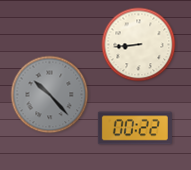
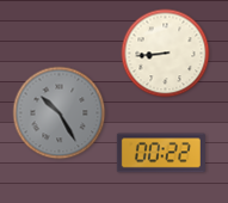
clock at (50, 95): 10:23 -> 10:25
